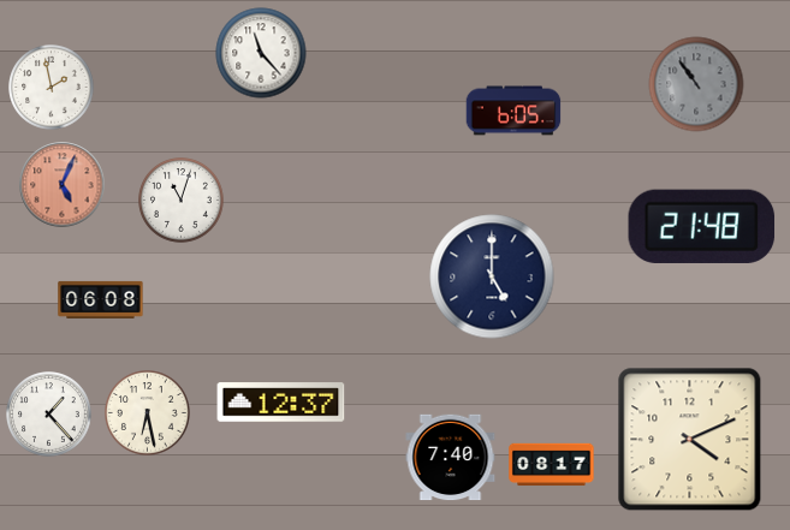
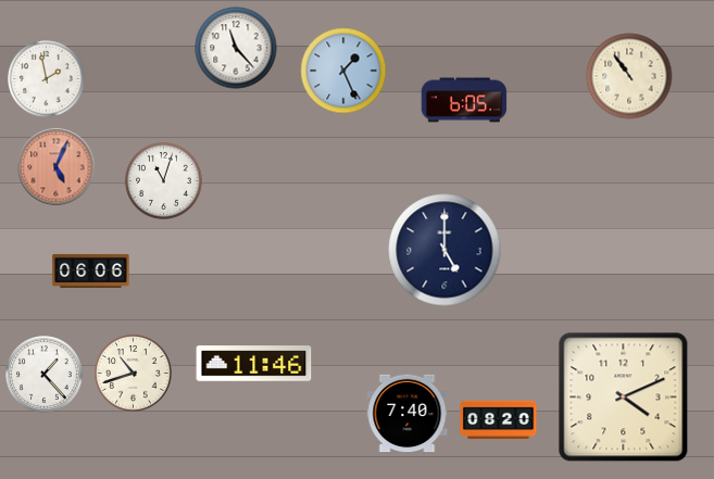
clock at (343, 71): none -> 1:26
clock at (696, 84) dial: grey -> cream
clock at (702, 226): 21:48 -> none
clock at (101, 299): 06:08 -> 06:06
clock at (281, 403): 12:37 -> 11:46
clock at (148, 413): 6:28 -> 10:42
clock at (552, 465): 08:17 -> 08:20
